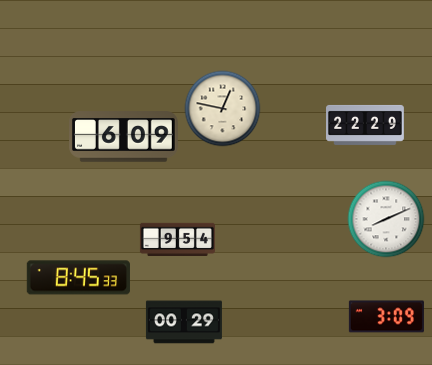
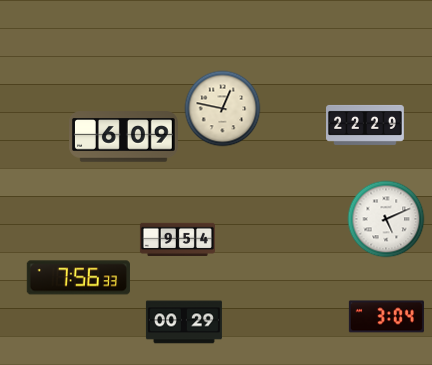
clock at (386, 219): 8:11 -> 5:11
clock at (78, 278): 8:45 -> 7:56
clock at (386, 317): 3:09 -> 3:04
